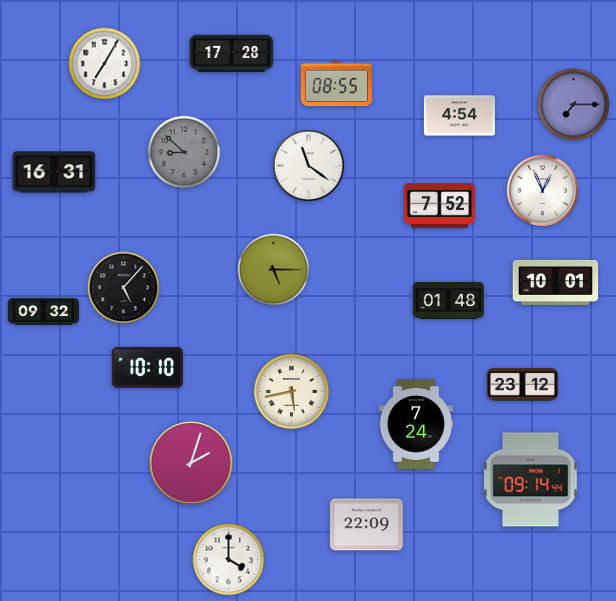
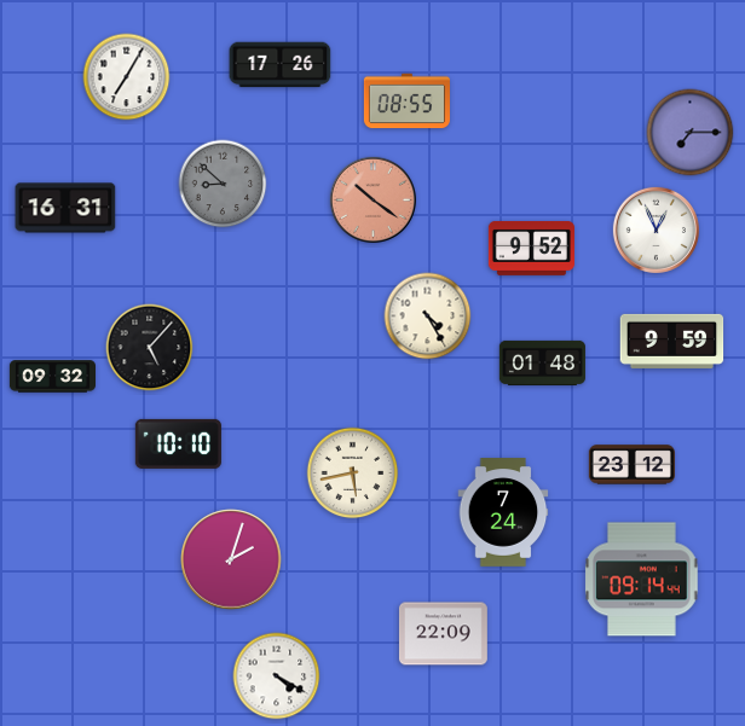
clock at (232, 54): 17:28 -> 17:26
clock at (574, 105) position: (574, 105) -> (691, 133)
clock at (459, 116): 4:54 -> none
clock at (308, 165): 11:21 -> 10:21
clock at (308, 165) dial: white -> salmon
clock at (439, 205): 7:52 -> 9:52
clock at (428, 316): none -> 4:25
clock at (274, 270): 5:15 -> none
clock at (556, 282): 10:01 -> 9:59
clock at (229, 560): 4:00 -> 4:20
